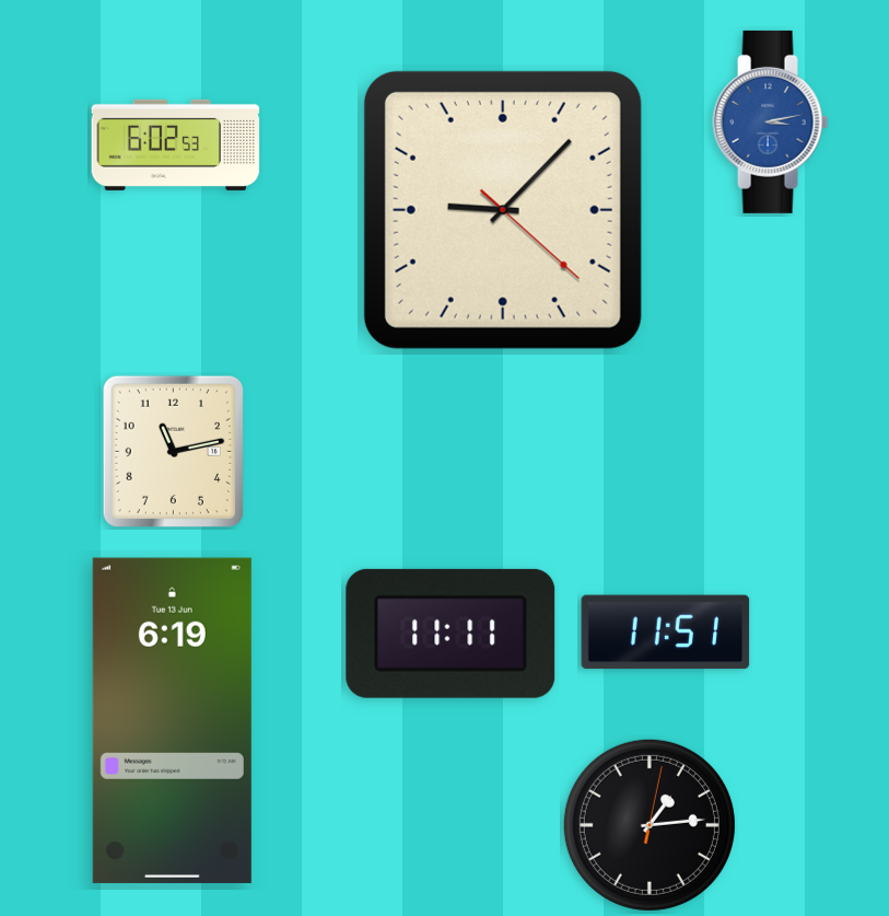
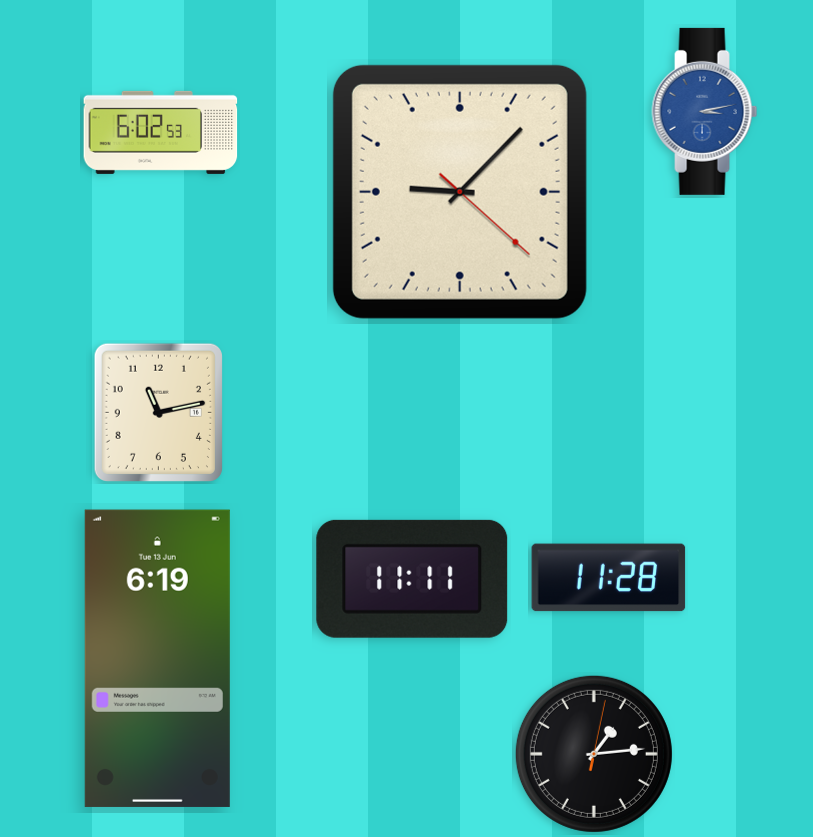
clock at (666, 633): 11:51 -> 11:28
